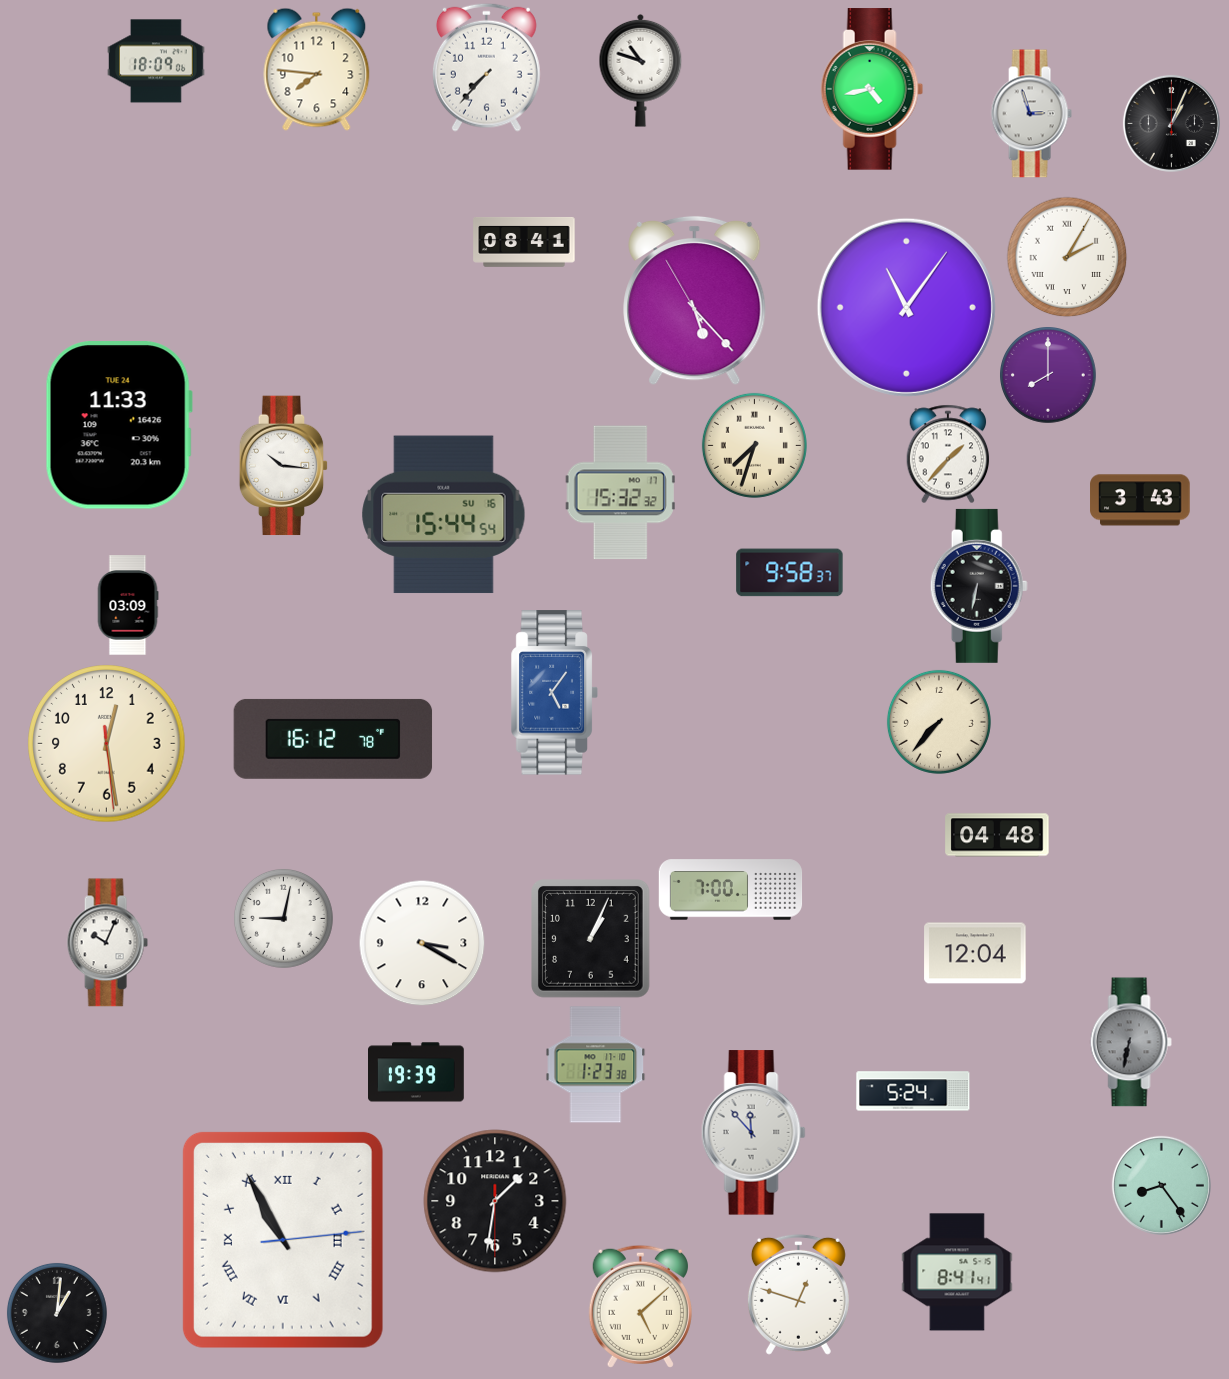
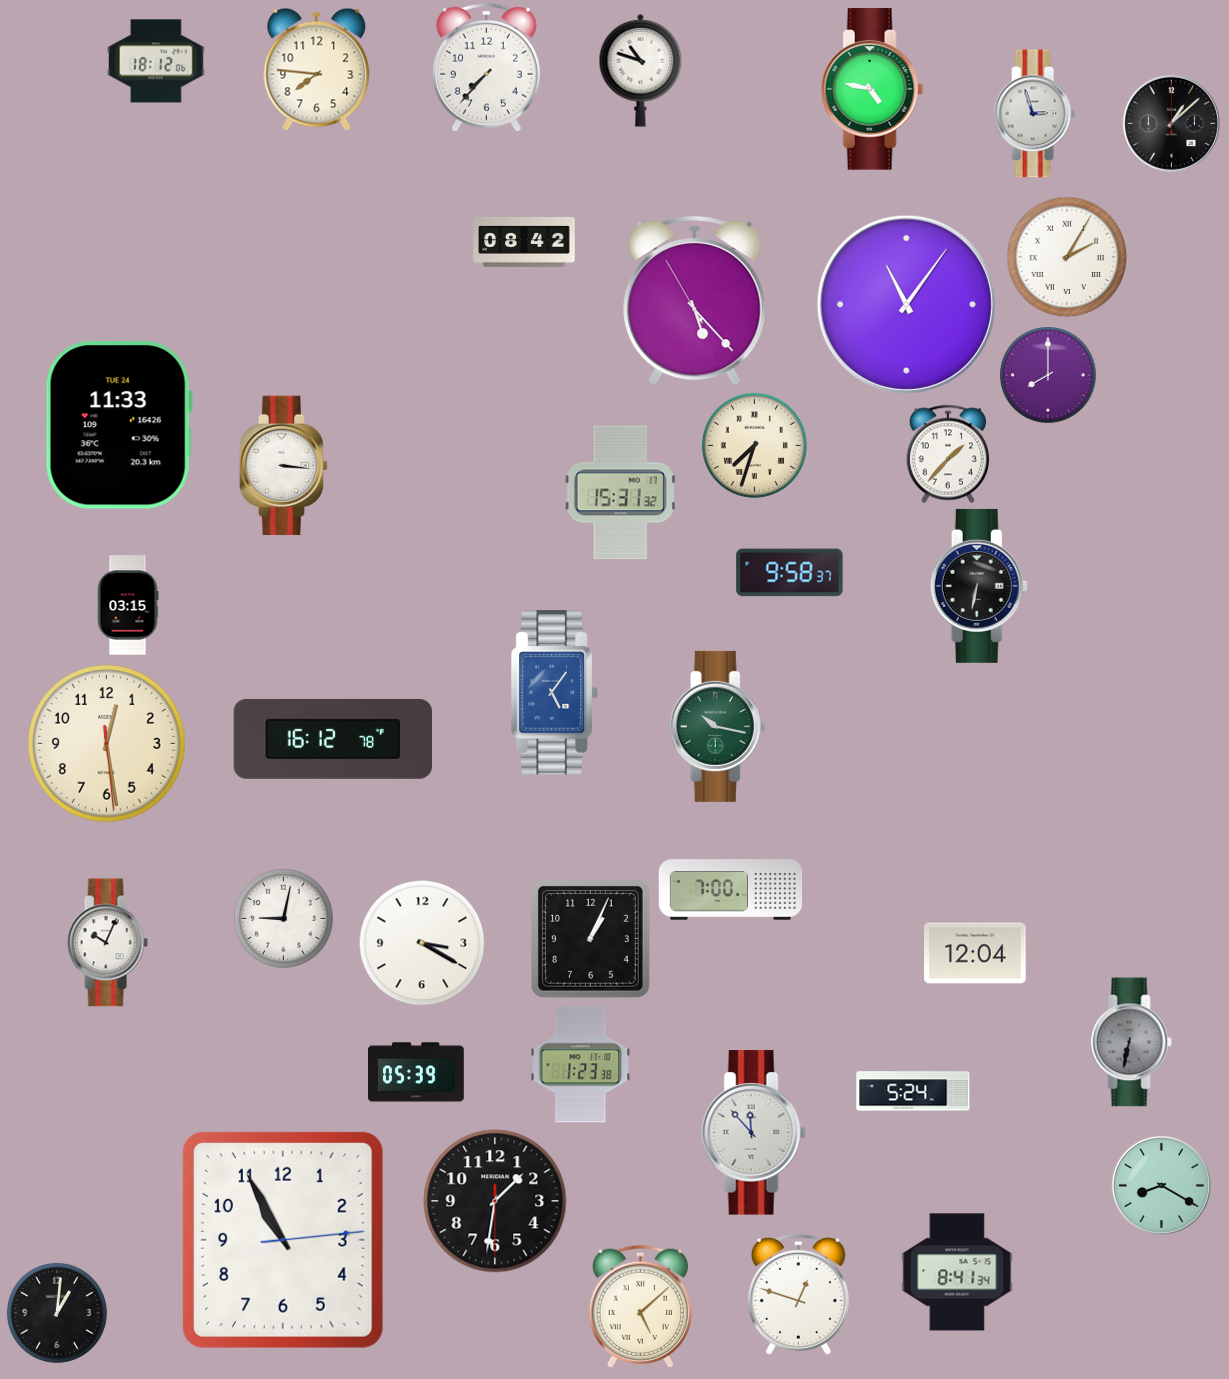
clock at (156, 61): 18:09 -> 18:12
clock at (872, 89): 4:43 -> 4:47
clock at (1031, 114) position: (1031, 114) -> (1034, 114)
clock at (1171, 123): 1:04 -> 1:08
clock at (524, 242): 08:41 -> 08:42
clock at (906, 307) position: (906, 307) -> (906, 304)
clock at (284, 466): 10:16 -> 3:16
clock at (620, 493): 15:32 -> 15:31
clock at (1140, 500): 3:43 -> none
clock at (444, 515): 15:44 -> none
clock at (128, 605): 03:09 -> 03:15
clock at (939, 722): 7:37 -> none
clock at (718, 726): none -> 10:17
clock at (997, 835): 04:48 -> none
clock at (596, 1065) position: (596, 1065) -> (581, 1065)
clock at (417, 1072): 19:39 -> 05:39
clock at (1161, 1185): 8:24 -> 8:20
clock at (283, 1240) numerals: Roman -> Arabic
clock at (957, 1272): 8:41:41 -> 8:41:34
